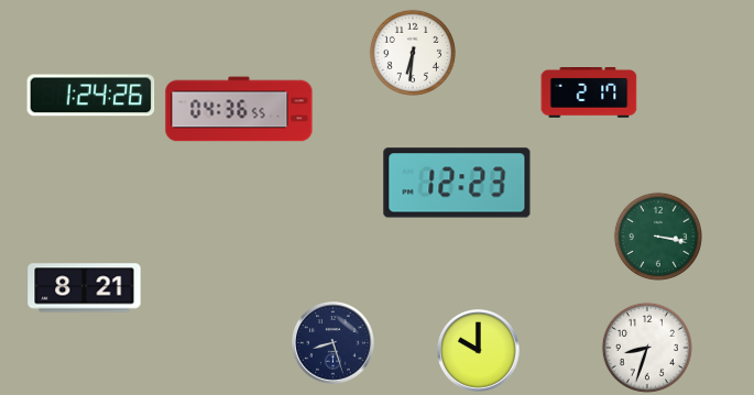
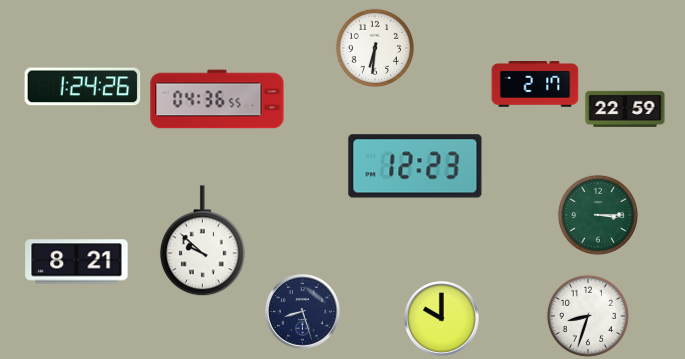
clock at (625, 109): none -> 22:59
clock at (658, 237): 3:17 -> 3:15
clock at (202, 241): none -> 9:52
clock at (479, 351) position: (479, 351) -> (442, 319)
